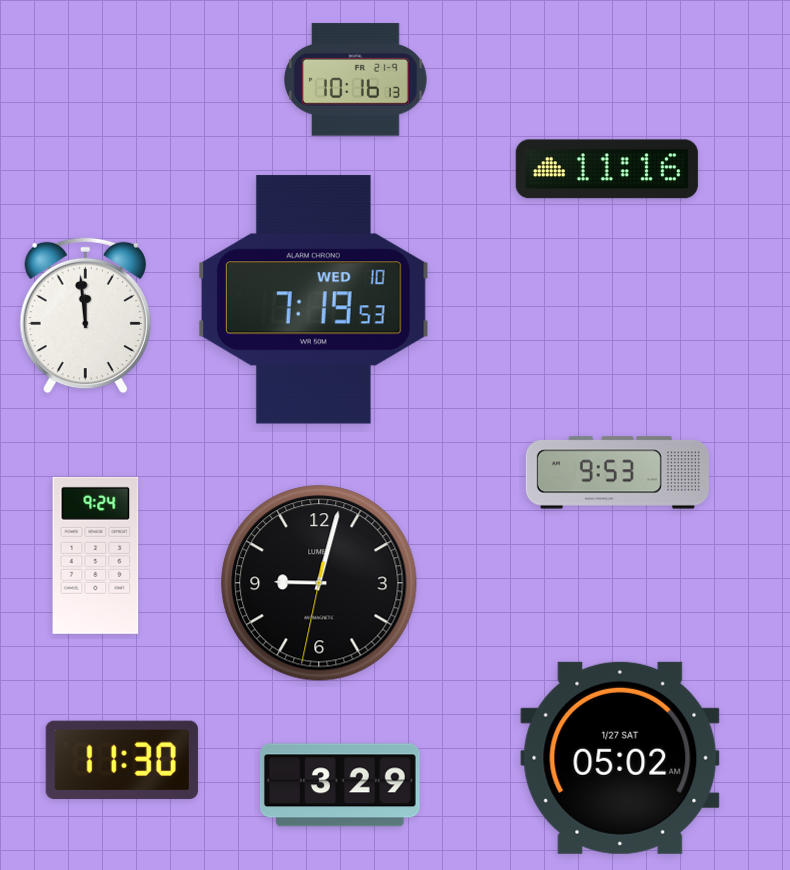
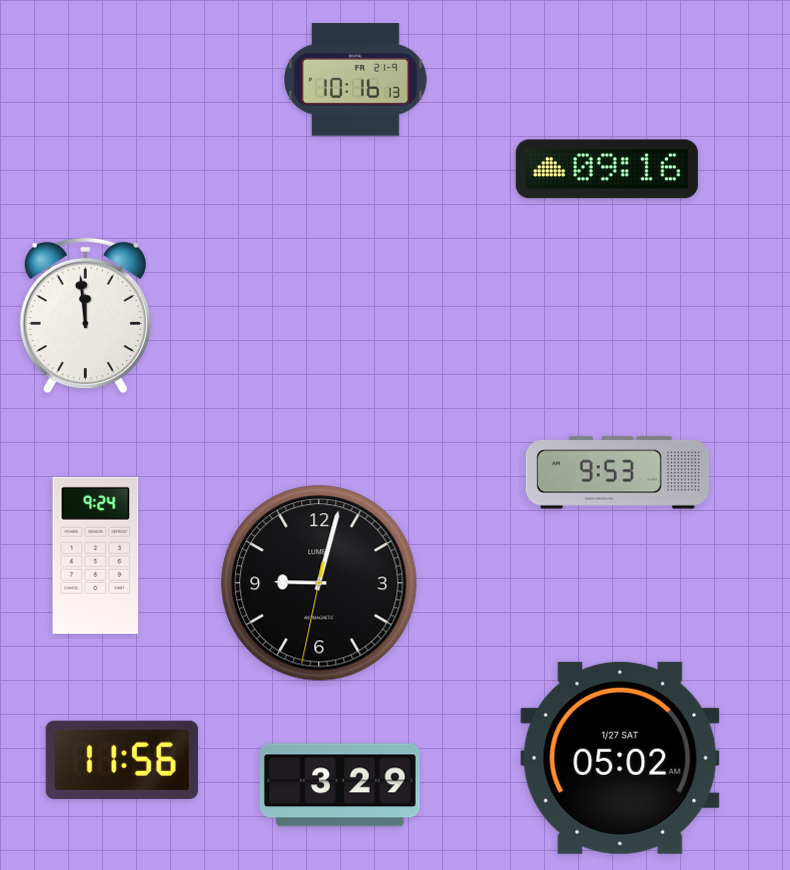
clock at (607, 169): 11:16 -> 09:16
clock at (314, 300): 7:19 -> none
clock at (122, 760): 11:30 -> 11:56
